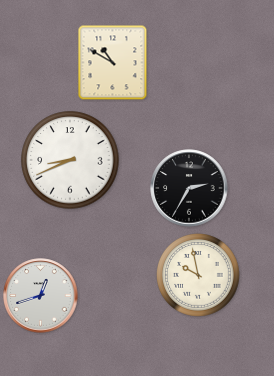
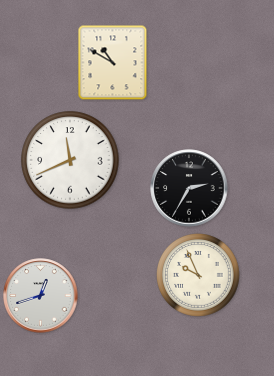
clock at (70, 160): 8:41 -> 11:41
clock at (198, 275): 9:58 -> 9:56
